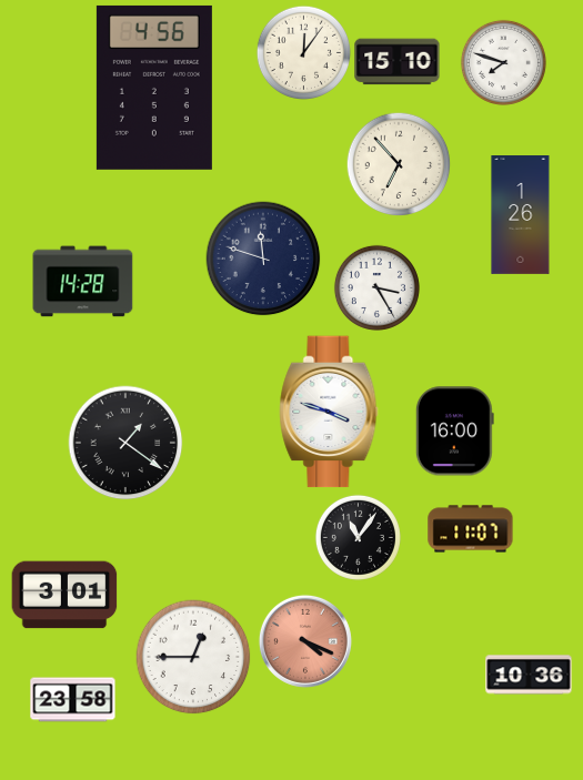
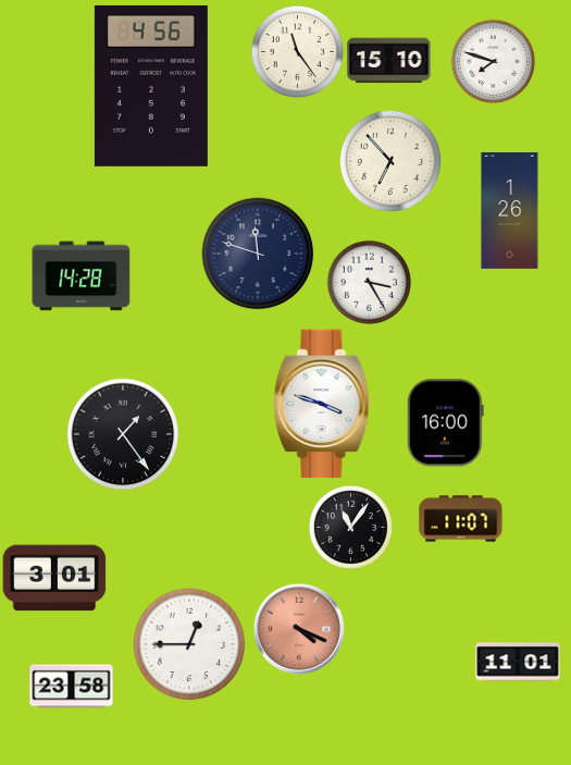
clock at (303, 52): 12:06 -> 11:24
clock at (125, 443): 1:21 -> 1:24
clock at (64, 595) position: (64, 595) -> (54, 578)
clock at (529, 675): 10:36 -> 11:01
